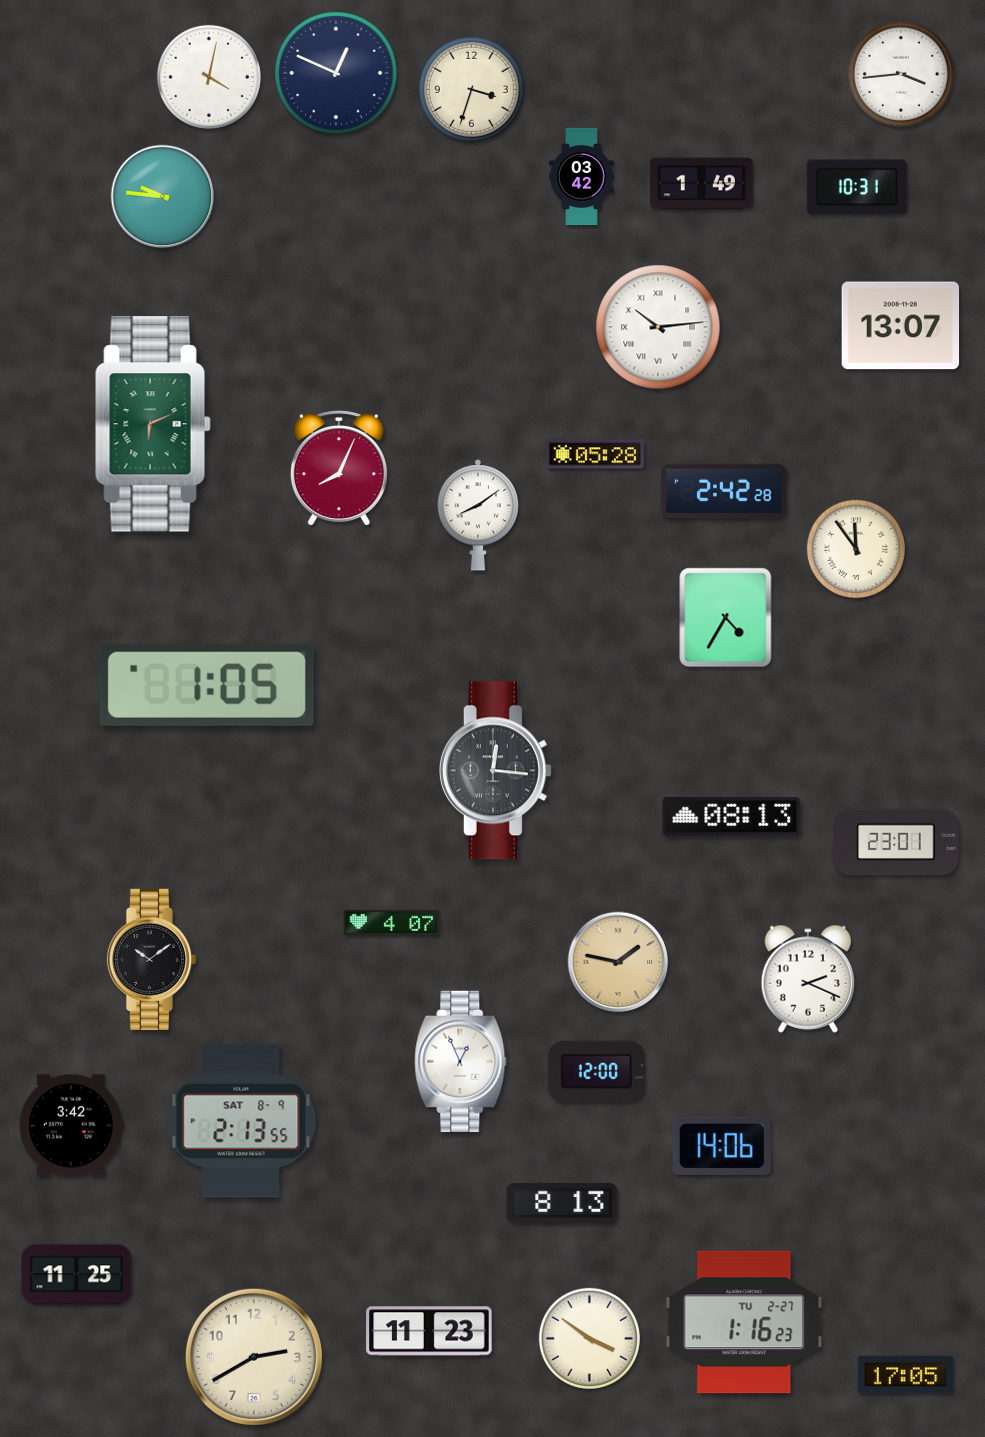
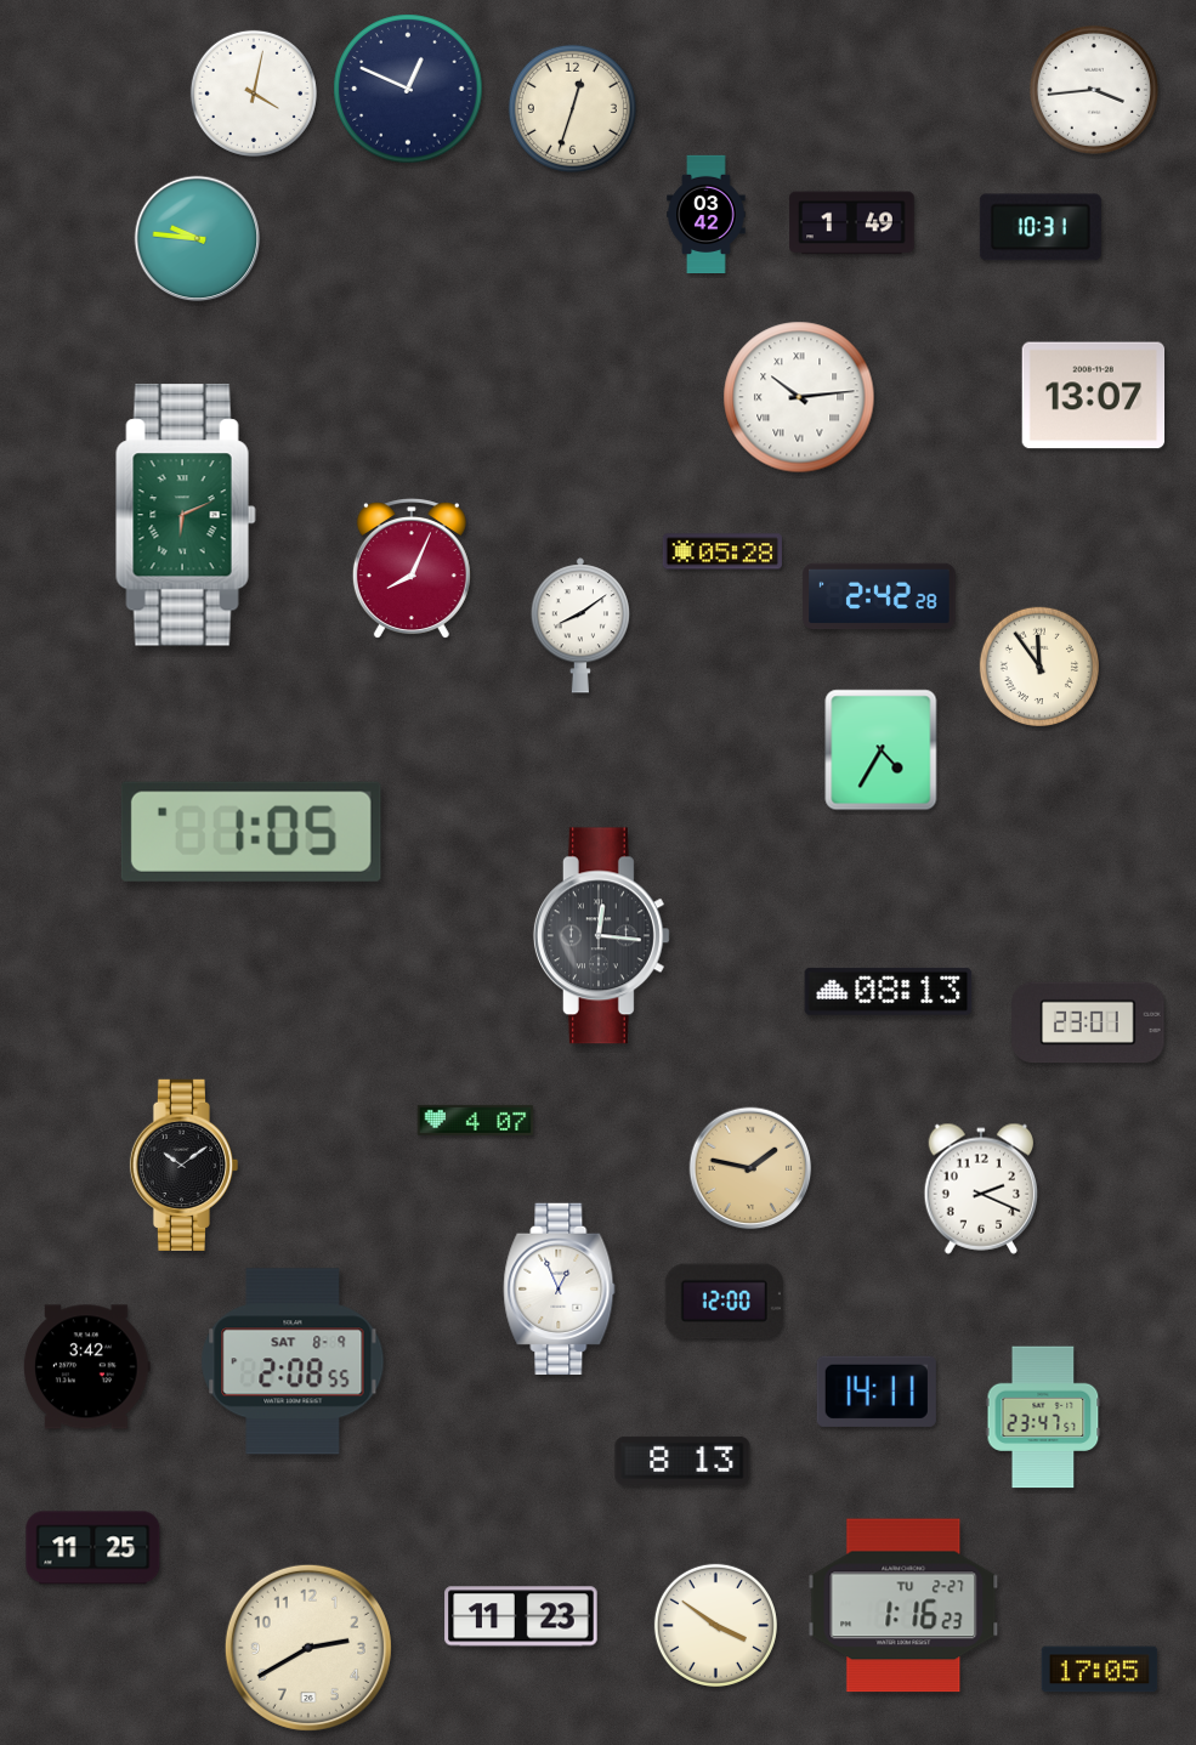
clock at (471, 89): 3:33 -> 12:33
clock at (241, 1121): 2:13 -> 2:08
clock at (722, 1146): 14:06 -> 14:11
clock at (1043, 1417): none -> 23:47
